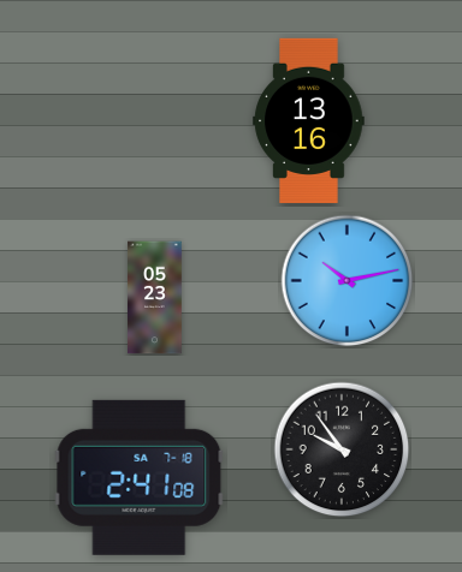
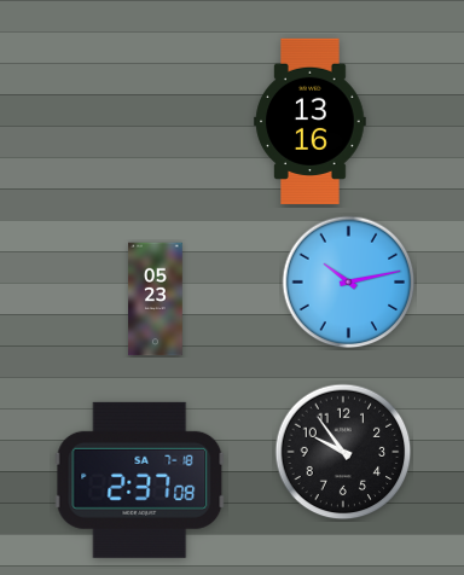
clock at (140, 477): 2:41 -> 2:37
